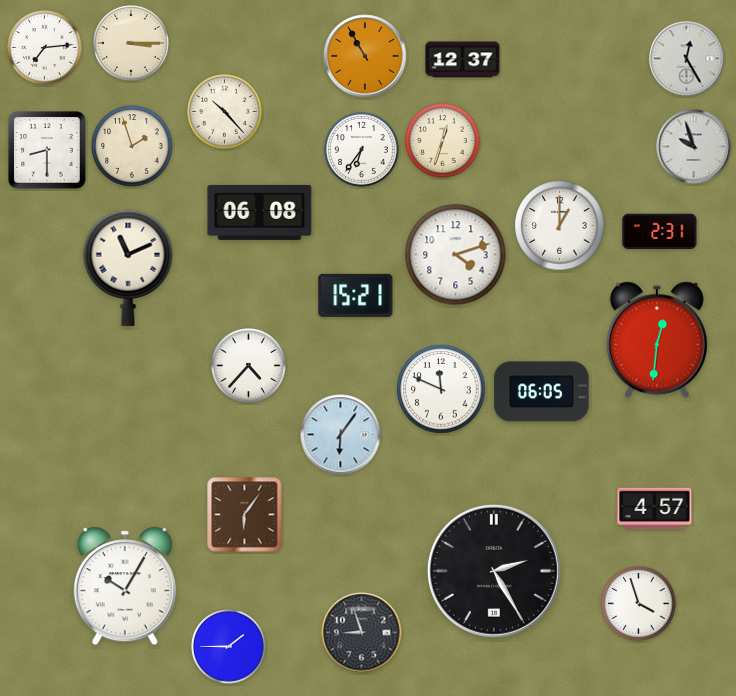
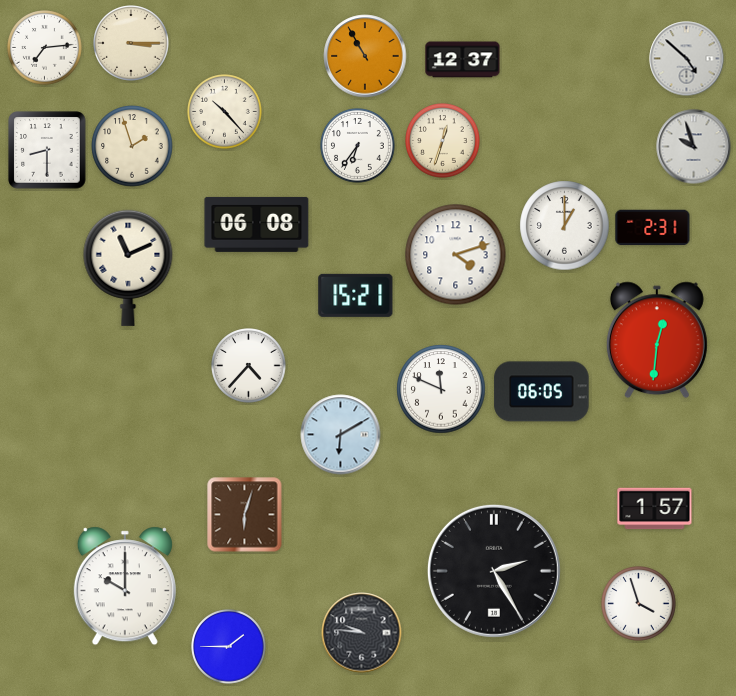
clock at (687, 59): 12:25 -> 4:52
clock at (362, 150) position: (362, 150) -> (358, 146)
clock at (260, 212) position: (260, 212) -> (257, 224)
clock at (560, 226) position: (560, 226) -> (565, 226)
clock at (660, 232) position: (660, 232) -> (653, 228)
clock at (341, 435): 6:06 -> 6:10
clock at (655, 509): 4:57 -> 1:57
clock at (245, 515): 6:06 -> 6:03
clock at (125, 586): 10:05 -> 10:00
clock at (362, 633): 8:57 -> 9:46
